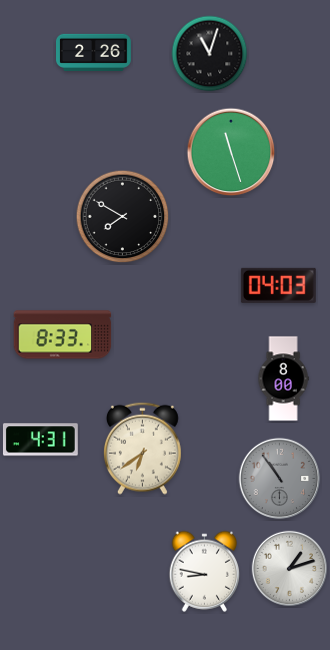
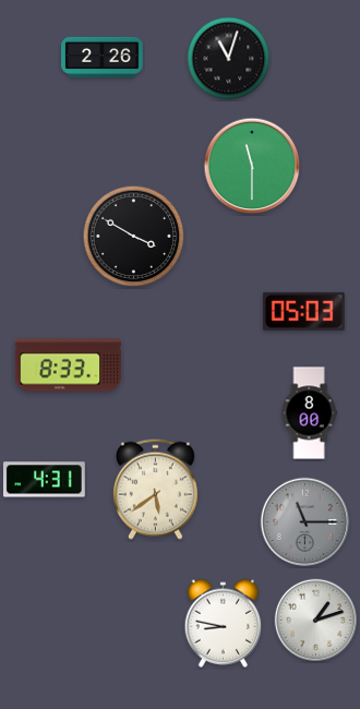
clock at (231, 152): 11:27 -> 11:30
clock at (123, 217): 7:50 -> 3:50
clock at (278, 285): 04:03 -> 05:03
clock at (142, 448): 6:39 -> 5:39
clock at (280, 479): 10:54 -> 11:15
